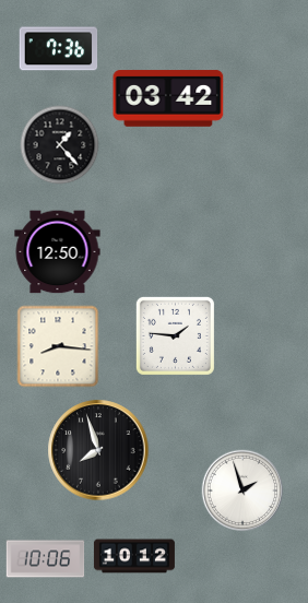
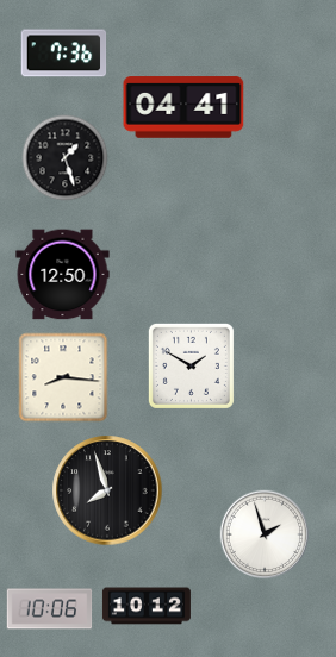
clock at (168, 98): 03:42 -> 04:41
clock at (60, 145): 1:23 -> 1:27
clock at (175, 335): 1:46 -> 1:50
